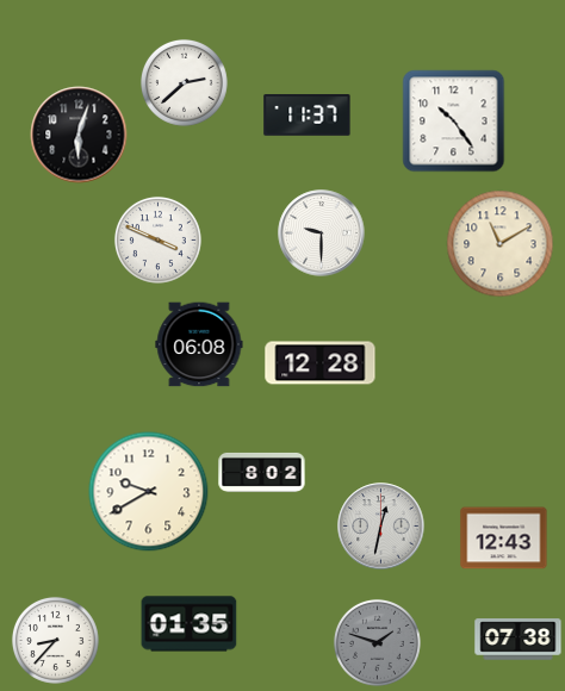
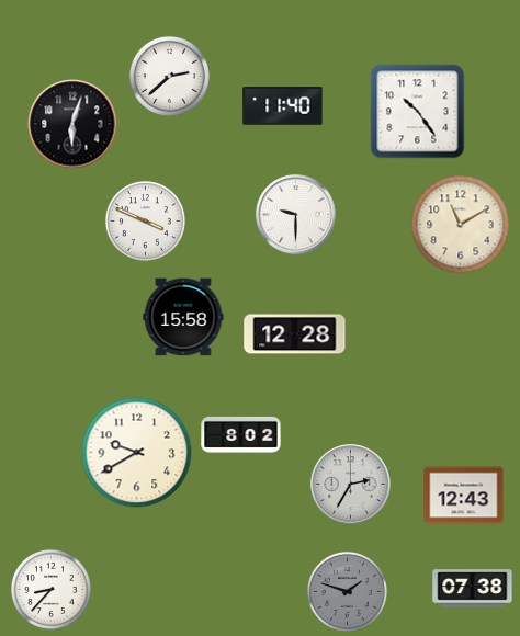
clock at (308, 116): 11:37 -> 11:40
clock at (199, 344): 06:08 -> 15:58
clock at (381, 527): 12:32 -> 2:35
clock at (190, 624): 01:35 -> none
clock at (519, 640) position: (519, 640) -> (473, 589)
